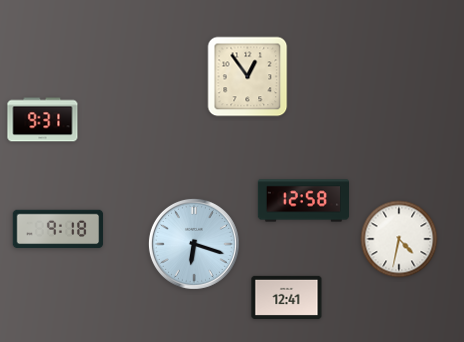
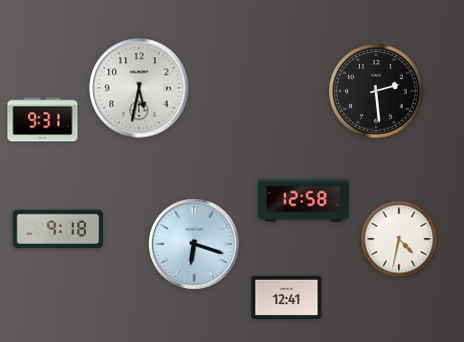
clock at (248, 77): 12:54 -> none
clock at (139, 88): none -> 5:32
clock at (376, 91): none -> 2:29
